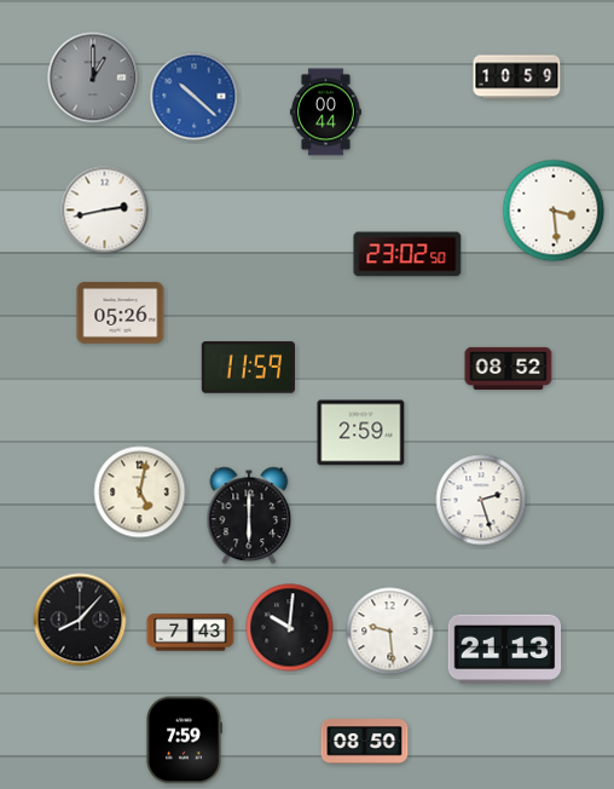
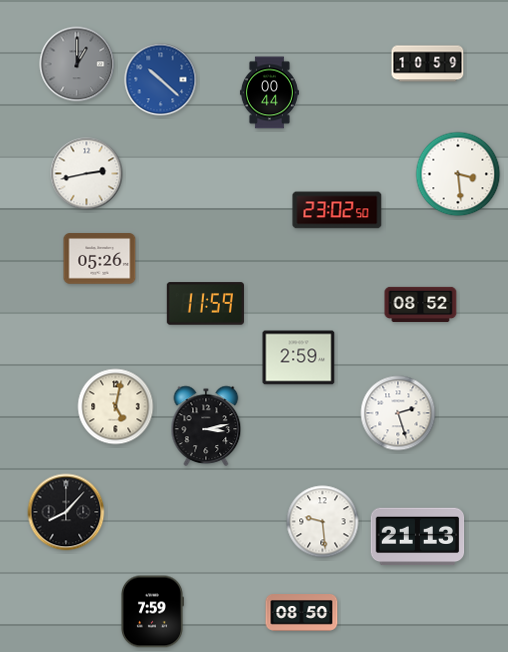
clock at (249, 516): 6:00 -> 3:13
clock at (290, 628): 10:01 -> none
clock at (191, 633): 7:43 -> none
